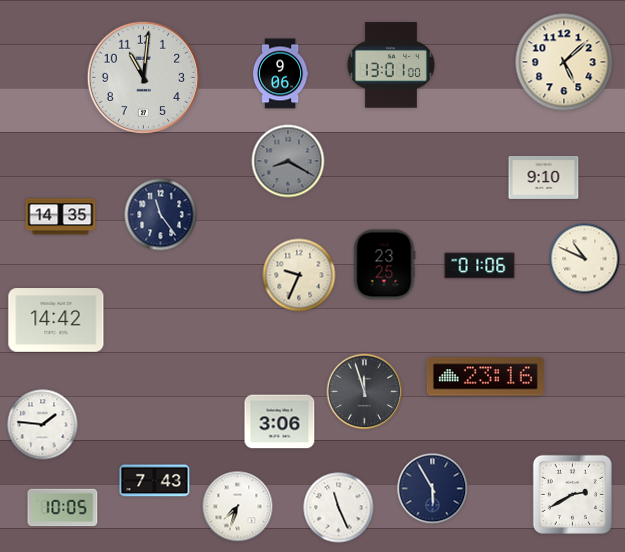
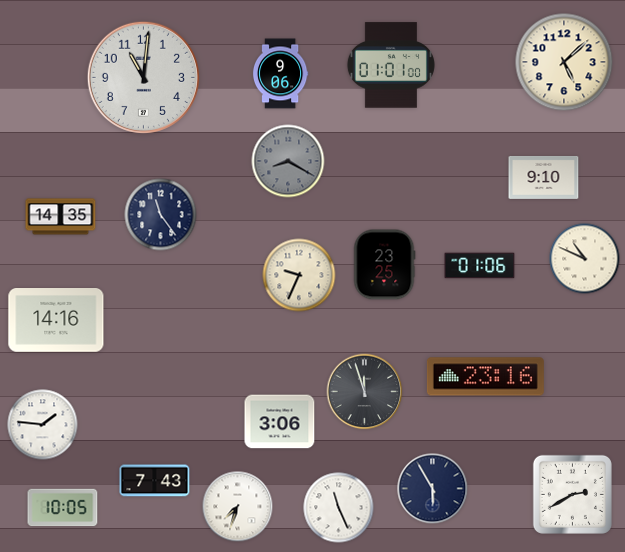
clock at (391, 65): 13:01 -> 01:01
clock at (56, 321): 14:42 -> 14:16
